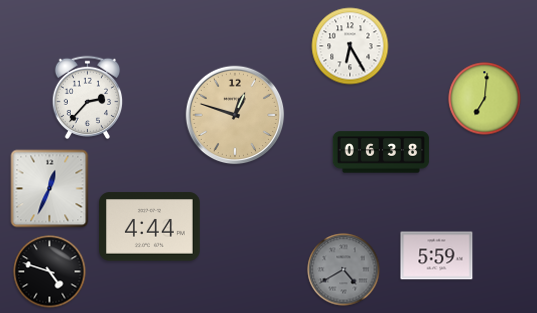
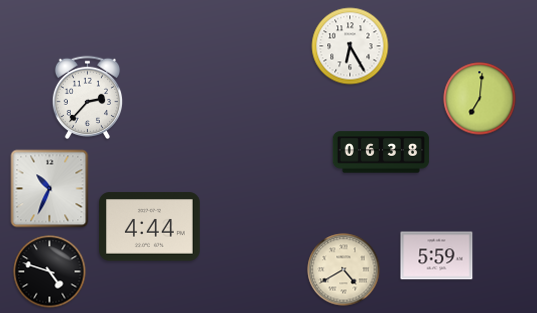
clock at (485, 99) position: (485, 99) -> (480, 99)
clock at (235, 115): 12:48 -> none
clock at (50, 189): 12:34 -> 10:34
clock at (344, 270) dial: grey -> cream
